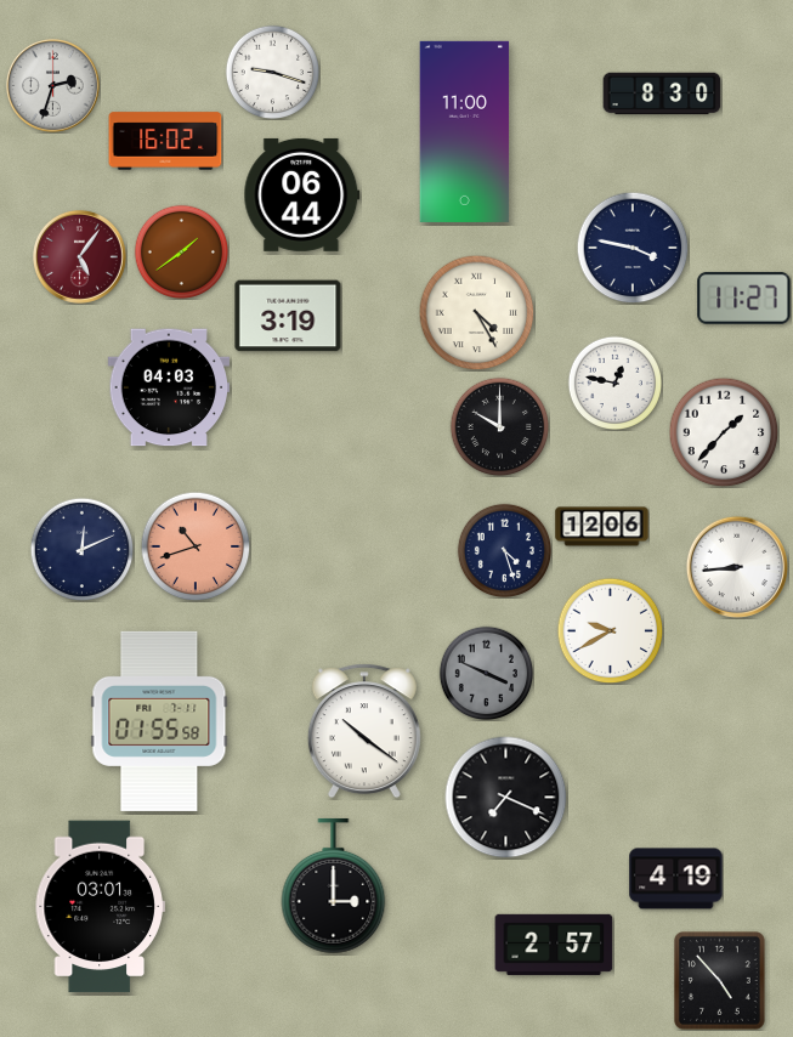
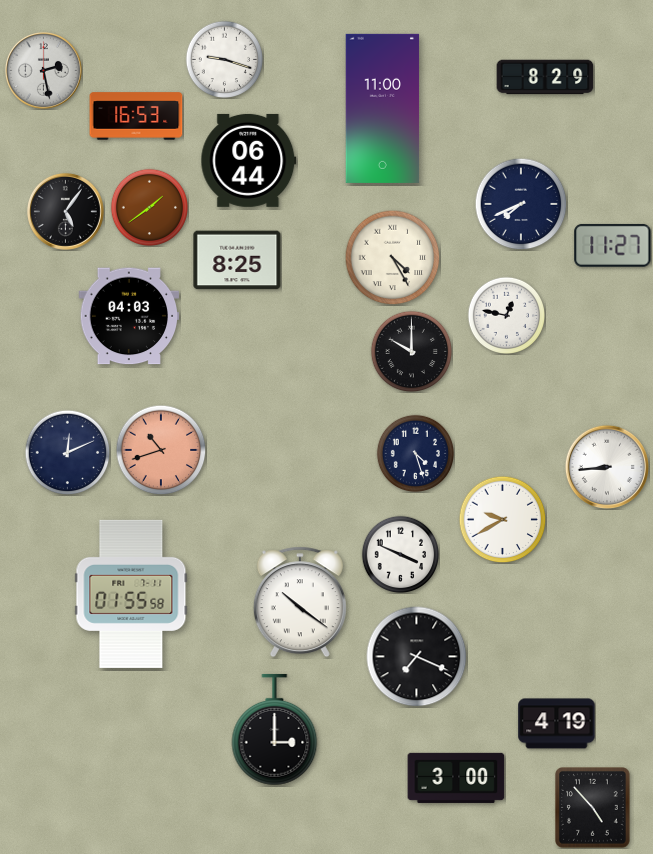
clock at (52, 85): 2:33 -> 2:28
clock at (662, 93): 8:30 -> 8:29
clock at (165, 141): 16:02 -> 16:53
clock at (633, 248): 3:47 -> 7:41
clock at (79, 256) dial: burgundy -> black
clock at (288, 316): 3:19 -> 8:25
clock at (169, 387) position: (169, 387) -> (129, 316)
clock at (724, 432): 1:37 -> none
clock at (602, 527): 12:06 -> none
clock at (486, 673) dial: grey -> white
clock at (100, 907): 03:01 -> none
clock at (554, 945): 2:57 -> 3:00
